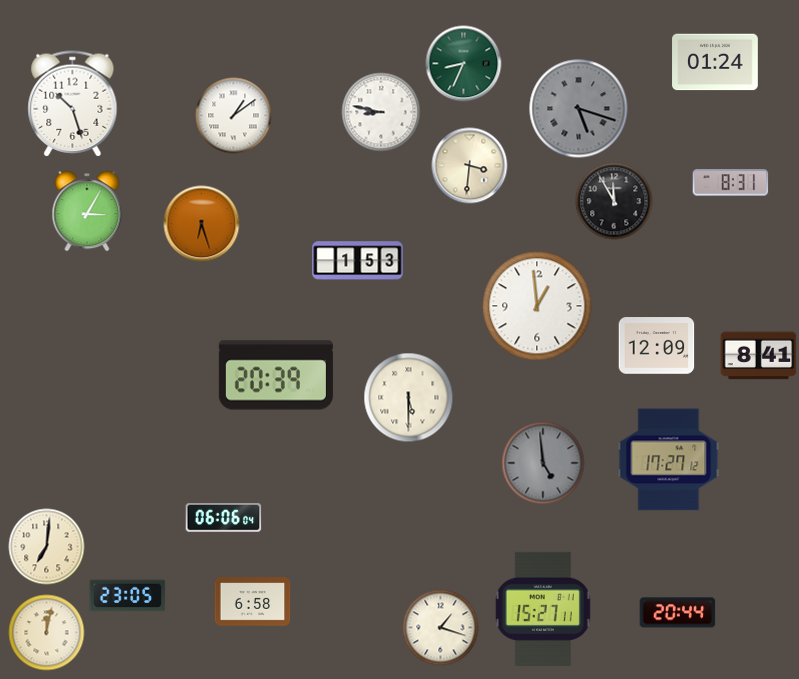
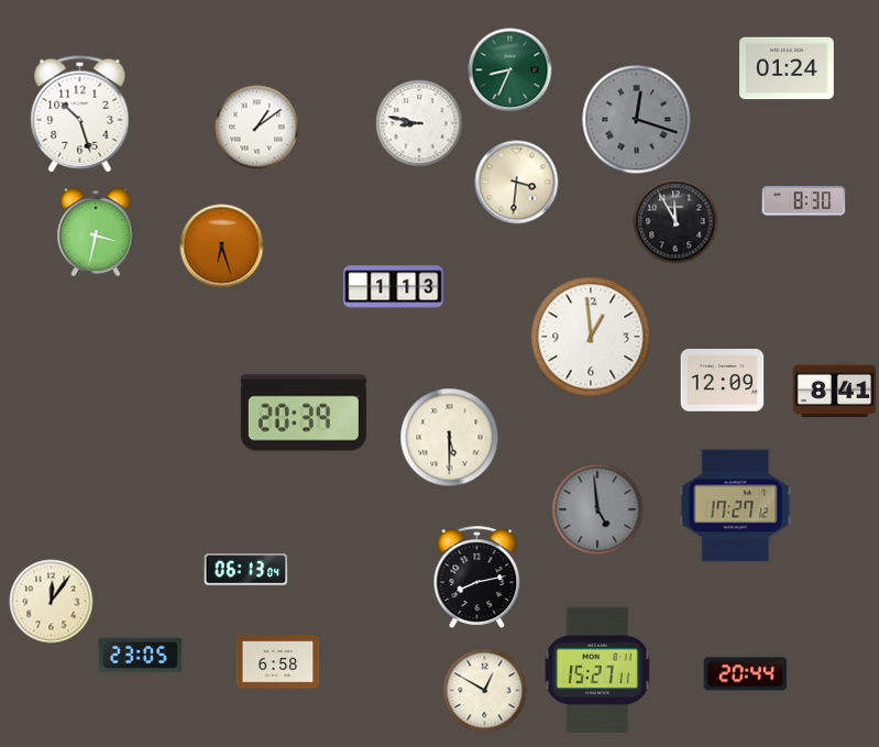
clock at (579, 109): 5:18 -> 12:18
clock at (731, 183): 8:31 -> 8:30
clock at (87, 211): 3:05 -> 3:32
clock at (358, 261): 1:53 -> 1:13
clock at (224, 518): 06:06 -> 06:13
clock at (477, 576): none -> 8:13
clock at (47, 547): 7:01 -> 12:06
clock at (441, 628): 1:18 -> 12:50
clock at (47, 633): 12:02 -> none
